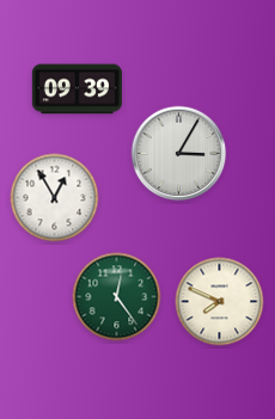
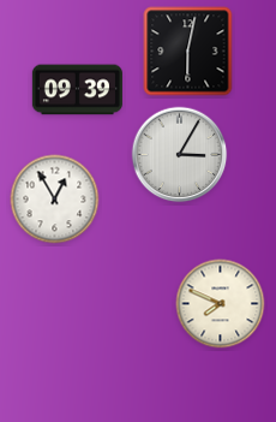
clock at (188, 52): none -> 6:02
clock at (117, 297): 12:24 -> none
